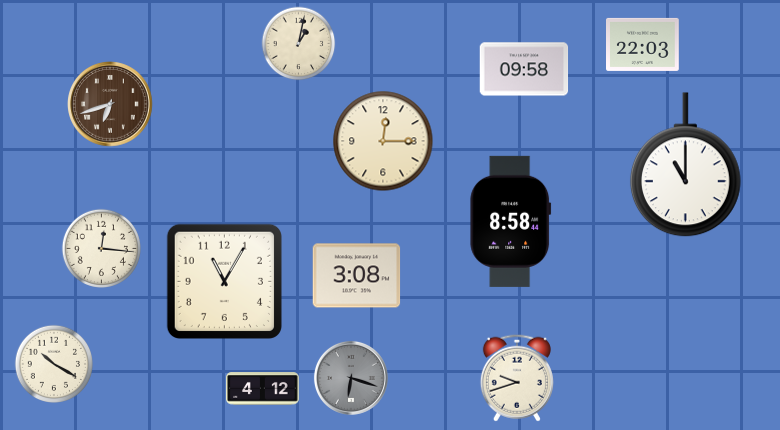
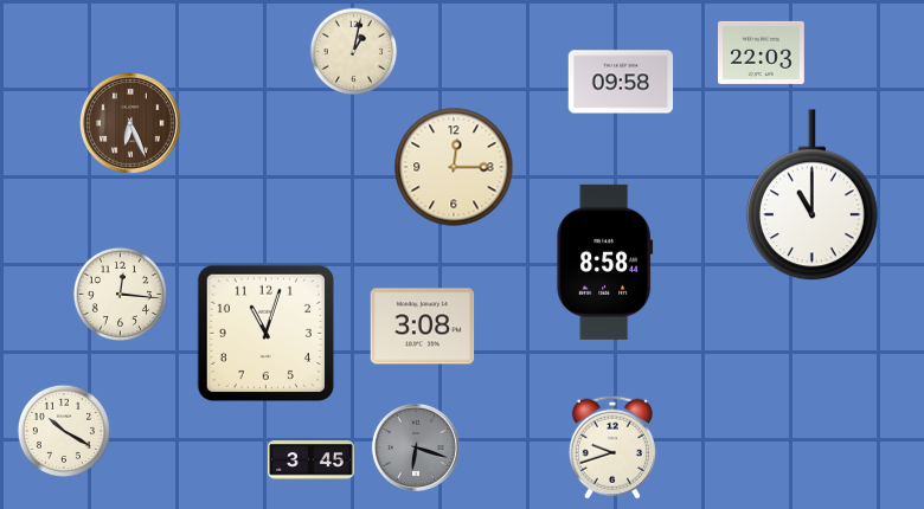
clock at (111, 105): 6:42 -> 6:26
clock at (224, 281): 11:05 -> 11:03
clock at (263, 389): 4:12 -> 3:45
